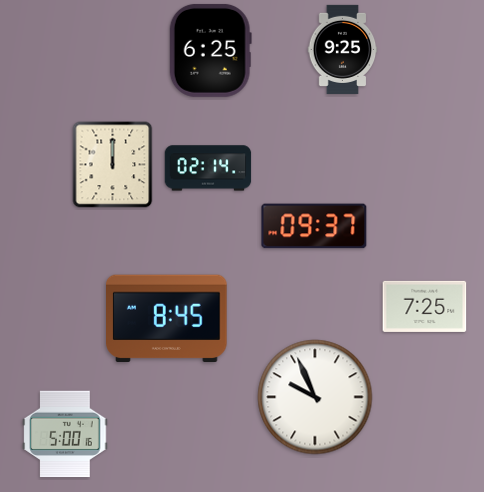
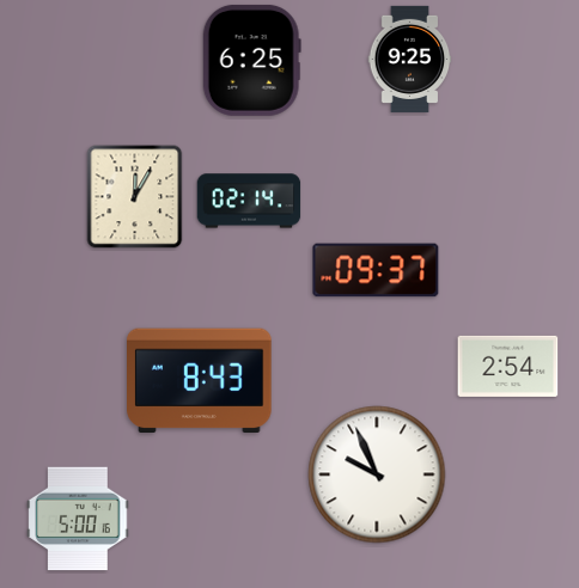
clock at (113, 165): 12:00 -> 12:05
clock at (425, 306): 7:25 -> 2:54
clock at (167, 319): 8:45 -> 8:43
